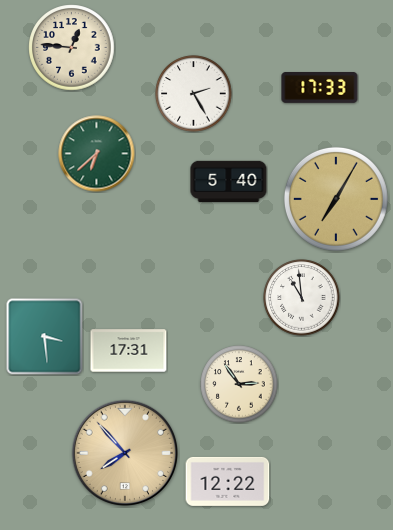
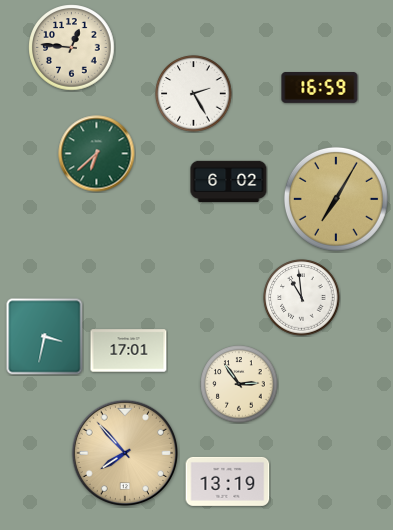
clock at (320, 88): 17:33 -> 16:59
clock at (229, 181): 5:40 -> 6:02
clock at (45, 337): 3:29 -> 3:32
clock at (129, 351): 17:31 -> 17:01
clock at (228, 481): 12:22 -> 13:19
